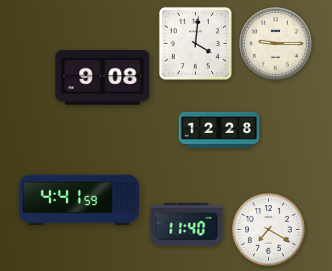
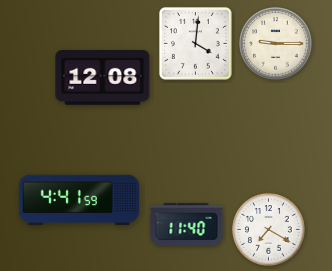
clock at (103, 78): 9:08 -> 12:08
clock at (219, 130): 12:28 -> none
